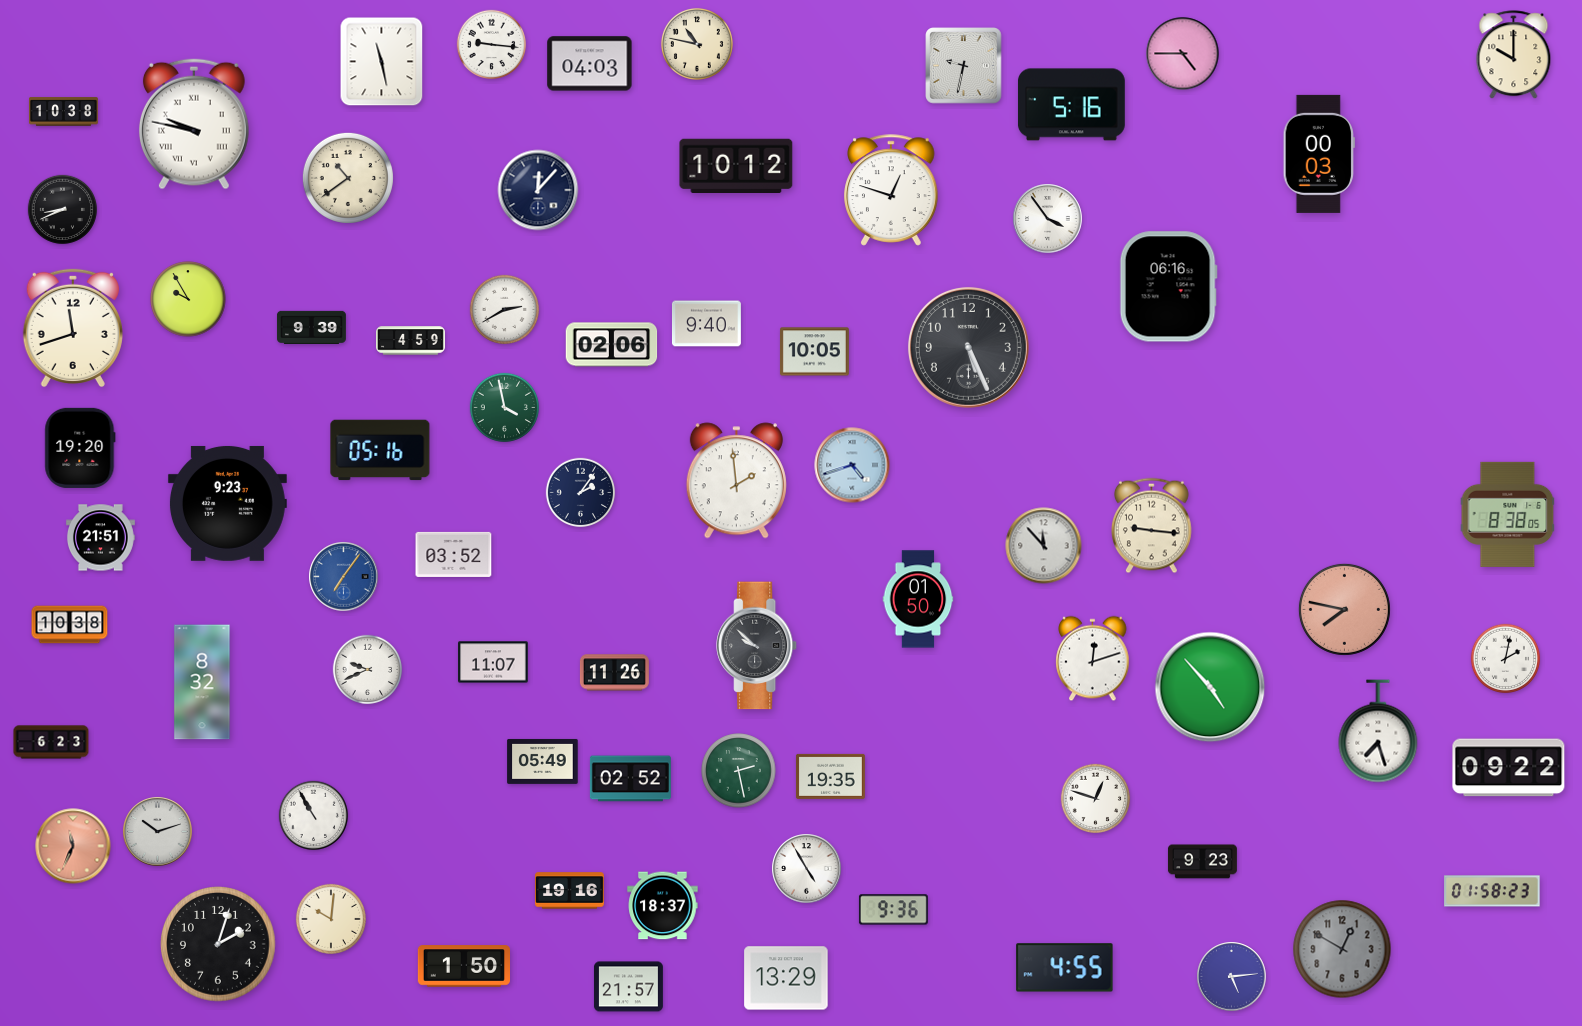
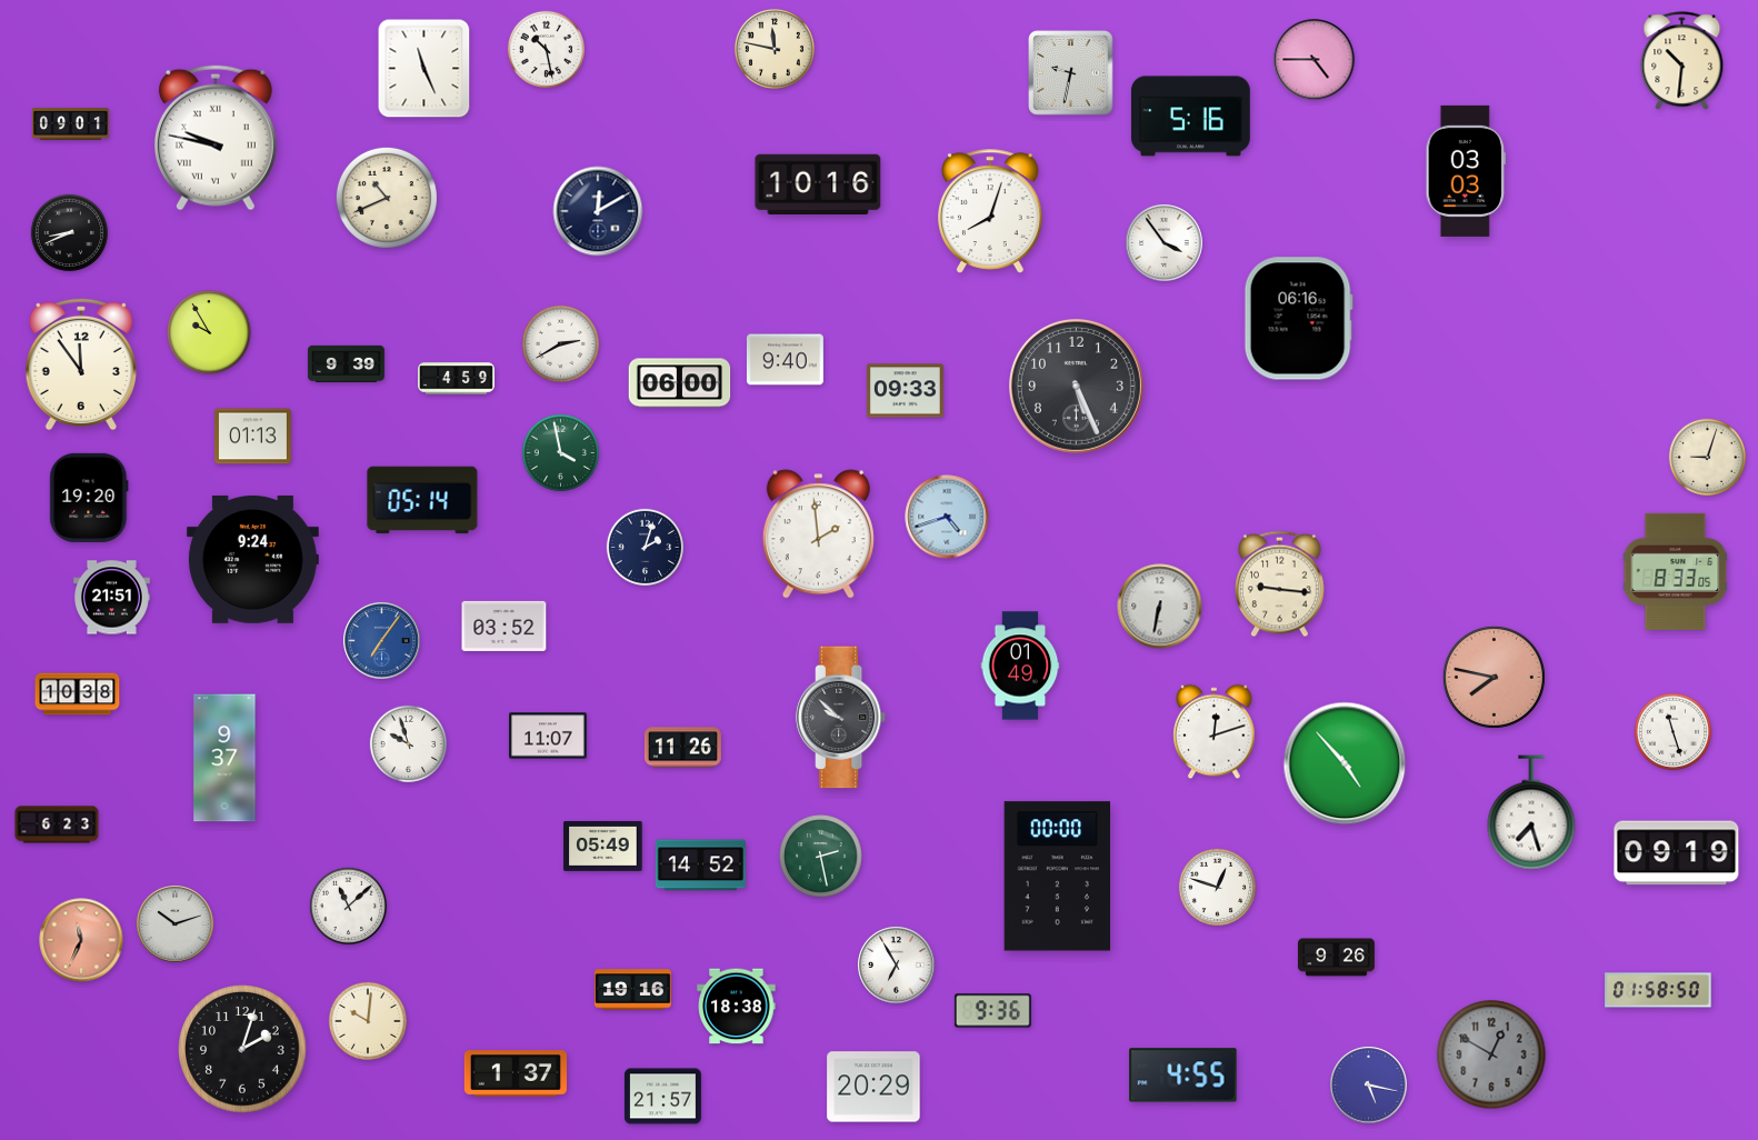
clock at (697, 44): 10:47 -> 11:47
clock at (492, 45): 9:16 -> 10:28
clock at (1514, 55): 10:00 -> 10:31
clock at (382, 62): 11:28 -> 11:26
clock at (590, 64): 04:03 -> none
clock at (63, 112): 10:38 -> 09:01
clock at (1318, 154): 00:03 -> 03:03
clock at (736, 165): 10:12 -> 10:16
clock at (348, 178): 10:39 -> 10:41
clock at (538, 190): 12:07 -> 12:10
clock at (891, 190): 12:48 -> 8:03
clock at (73, 328): 11:42 -> 11:54
clock at (612, 345): 02:06 -> 06:00
clock at (814, 352): 10:05 -> 09:33
clock at (252, 437): none -> 01:13
clock at (1708, 458): none -> 9:03
clock at (380, 450): 05:16 -> 05:14
clock at (581, 493): 2:06 -> 2:03
clock at (227, 503): 9:23 -> 9:24
clock at (1508, 514): 8:38 -> 8:33
clock at (1044, 546): 11:53 -> 6:32
clock at (454, 554) position: (454, 554) -> (505, 626)
clock at (918, 599): 01:50 -> 01:49
clock at (1506, 659): 2:02 -> 11:27
clock at (368, 670): 9:41 -> 9:57
clock at (202, 682): 8:32 -> 9:37
clock at (1509, 768): 09:22 -> 09:19
clock at (830, 776): 19:35 -> none
clock at (630, 779): 02:52 -> 14:52
clock at (1057, 877): none -> 00:00
clock at (314, 816): 10:55 -> 11:08
clock at (1202, 862): 9:23 -> 9:26
clock at (807, 869): 4:55 -> 6:55
clock at (1492, 891): 01:58:23 -> 01:58:50
clock at (663, 906): 18:37 -> 18:38
clock at (463, 966): 1:50 -> 1:37
clock at (1232, 977): 5:14 -> 5:17
clock at (786, 978): 13:29 -> 20:29
clock at (628, 987) position: (628, 987) -> (662, 1097)
